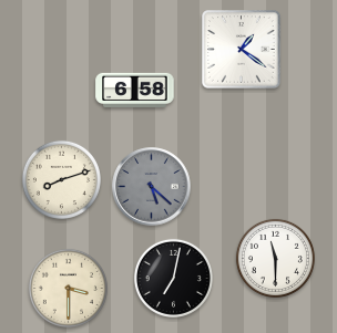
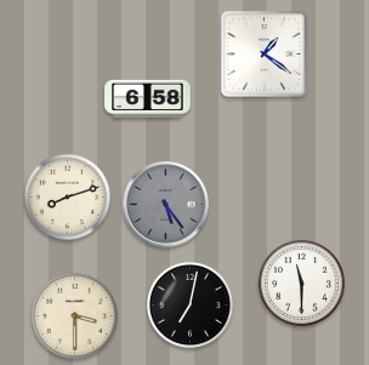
clock at (152, 187): 5:22 -> 5:24
